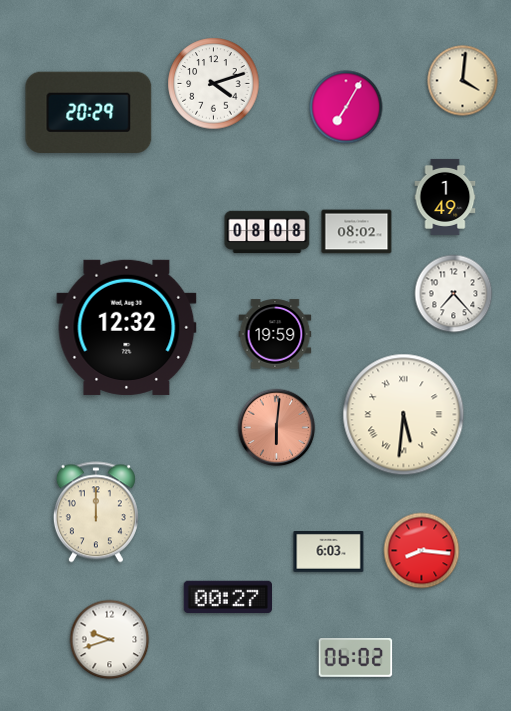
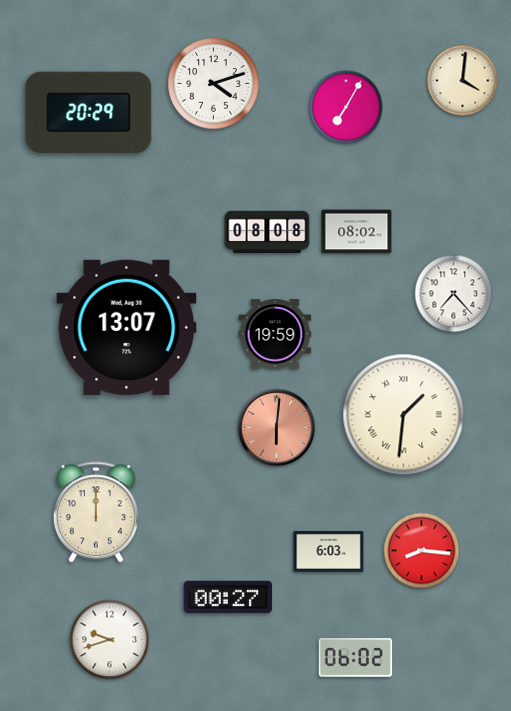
clock at (445, 197): 1:49 -> none
clock at (127, 327): 12:32 -> 13:07
clock at (404, 415): 5:31 -> 1:31
